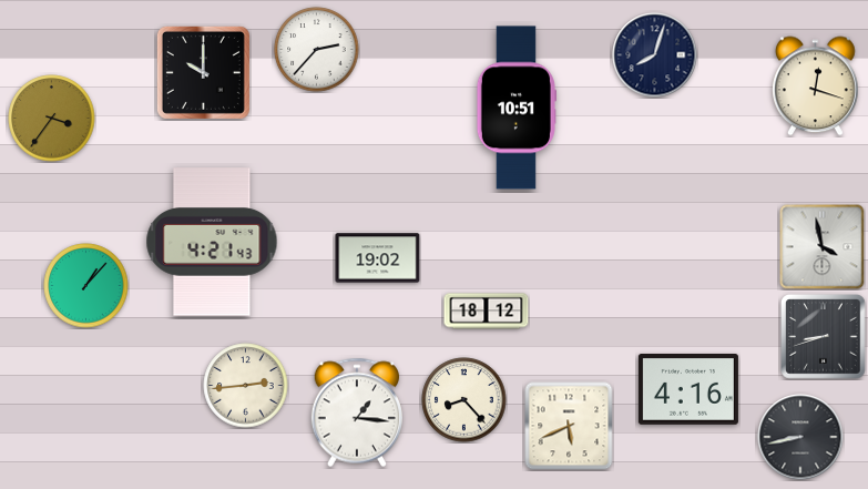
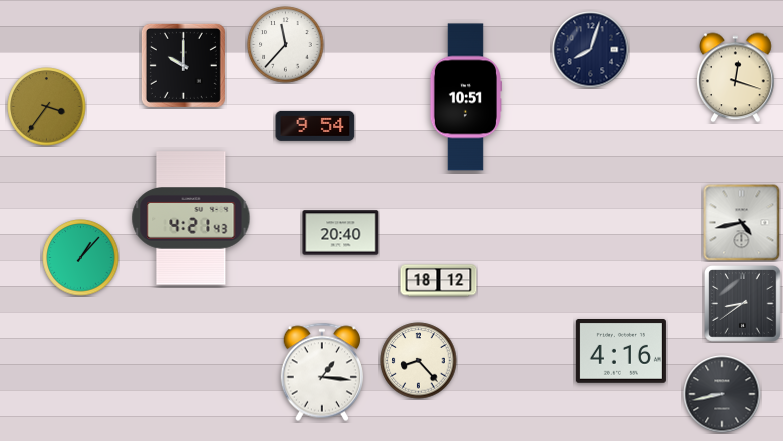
clock at (317, 50): 2:37 -> 11:37
clock at (315, 126): none -> 9:54
clock at (823, 247): 3:58 -> 4:43
clock at (378, 258): 19:02 -> 20:40
clock at (86, 286) position: (86, 286) -> (81, 258)
clock at (824, 337): 8:42 -> 8:39
clock at (246, 386): 2:44 -> none
clock at (569, 426): 5:41 -> none
